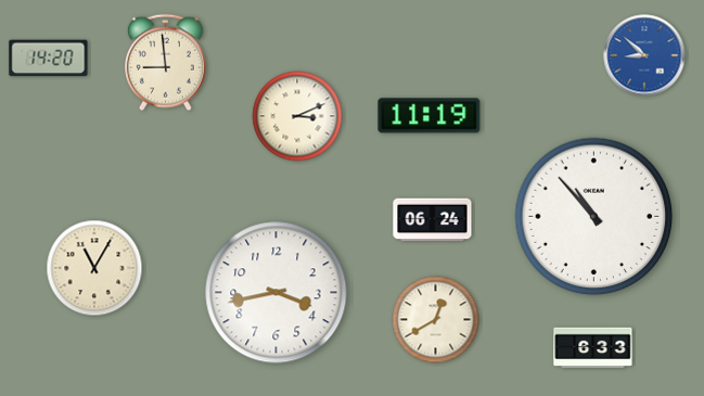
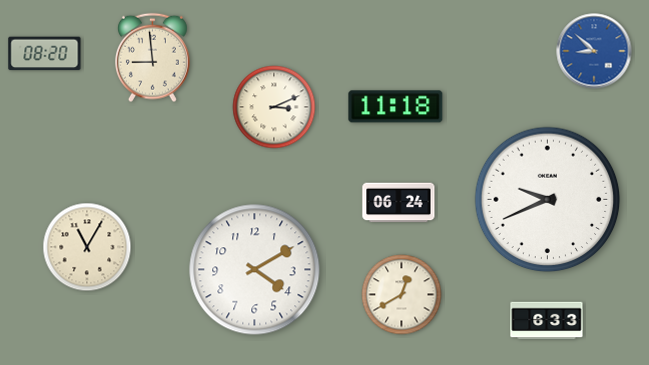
clock at (49, 59): 14:20 -> 08:20
clock at (430, 116): 11:19 -> 11:18
clock at (594, 217): 10:53 -> 9:41
clock at (277, 293): 3:43 -> 4:10
